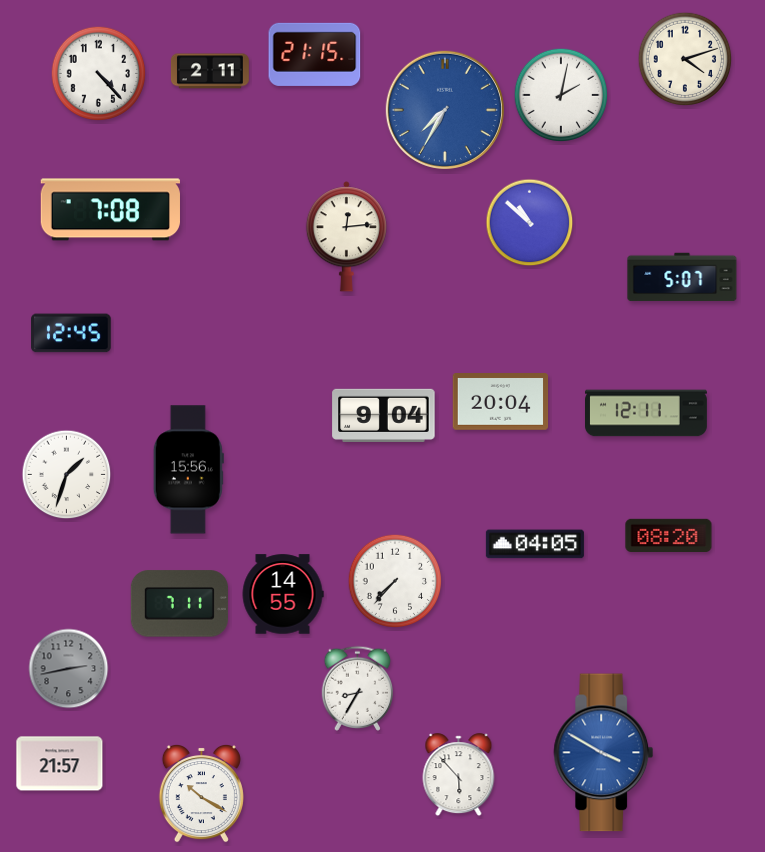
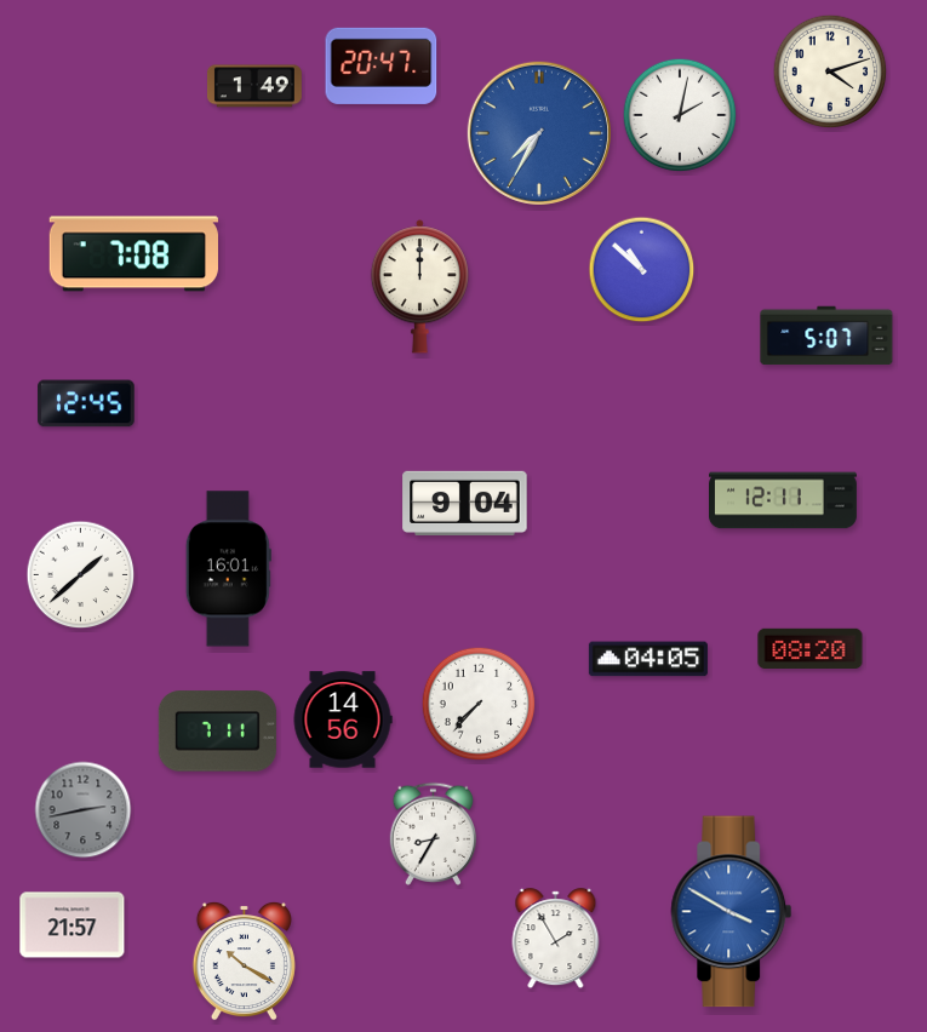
clock at (315, 54): 21:15 -> 20:47
clock at (210, 71): 2:11 -> 1:49
clock at (99, 74): 4:23 -> none
clock at (346, 237): 12:14 -> 12:00
clock at (501, 402): 20:04 -> none
clock at (188, 470): 15:56 -> 16:01
clock at (67, 475): 1:33 -> 1:38
clock at (283, 594): 14:55 -> 14:56
clock at (459, 775): 5:53 -> 1:55
